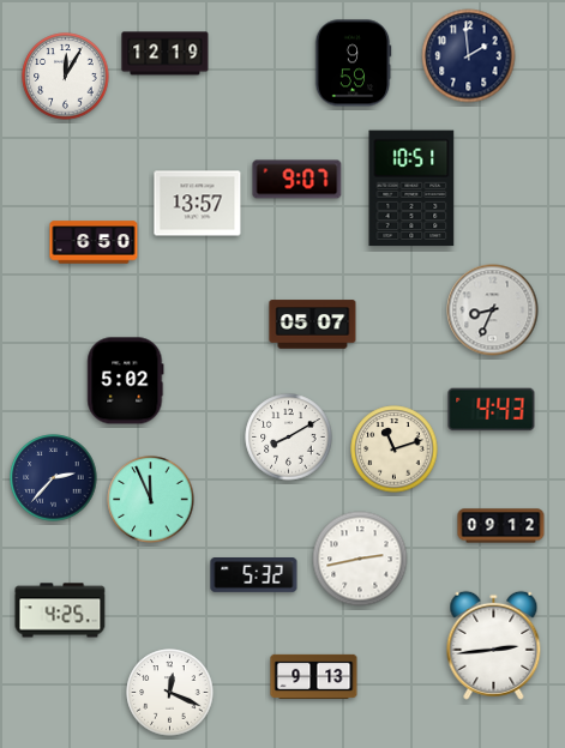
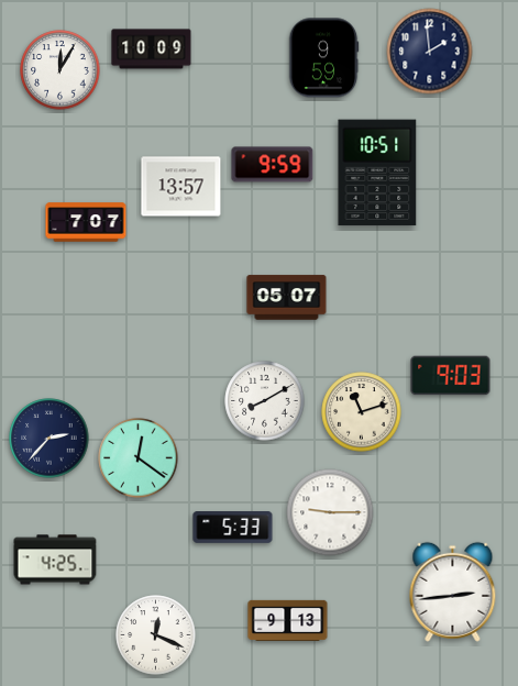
clock at (166, 54): 12:19 -> 10:09
clock at (297, 180): 9:07 -> 9:59
clock at (94, 242): 6:50 -> 7:07
clock at (493, 310): 8:34 -> none
clock at (126, 381): 5:02 -> none
clock at (492, 410): 4:43 -> 9:03
clock at (151, 500): 11:56 -> 12:21
clock at (501, 526): 09:12 -> none
clock at (360, 559): 2:43 -> 9:15
clock at (254, 575): 5:32 -> 5:33
